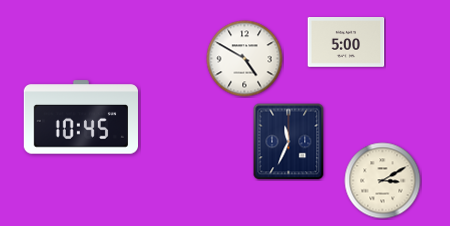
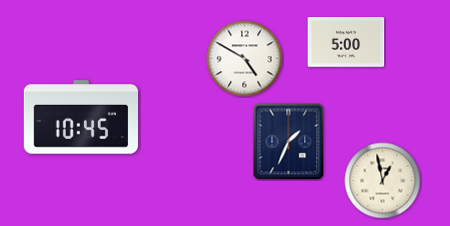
clock at (289, 142): 11:34 -> 1:34
clock at (383, 181): 3:10 -> 12:58
